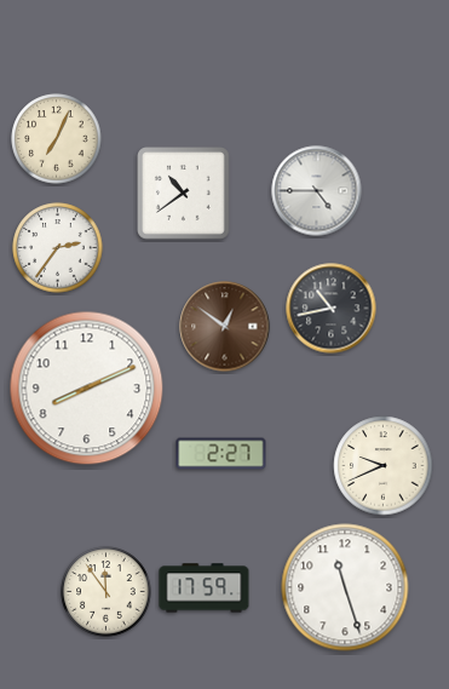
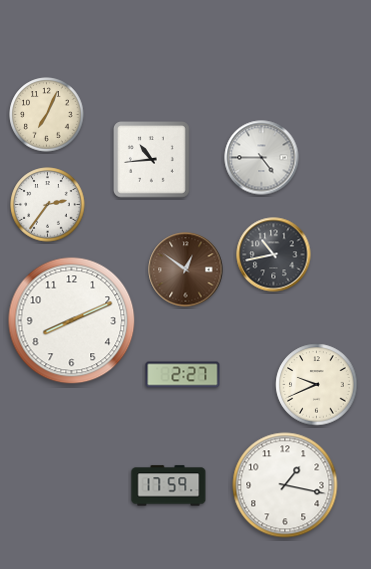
clock at (184, 194): 10:39 -> 10:44
clock at (345, 587): 11:27 -> 1:17
clock at (107, 592): 11:54 -> none
